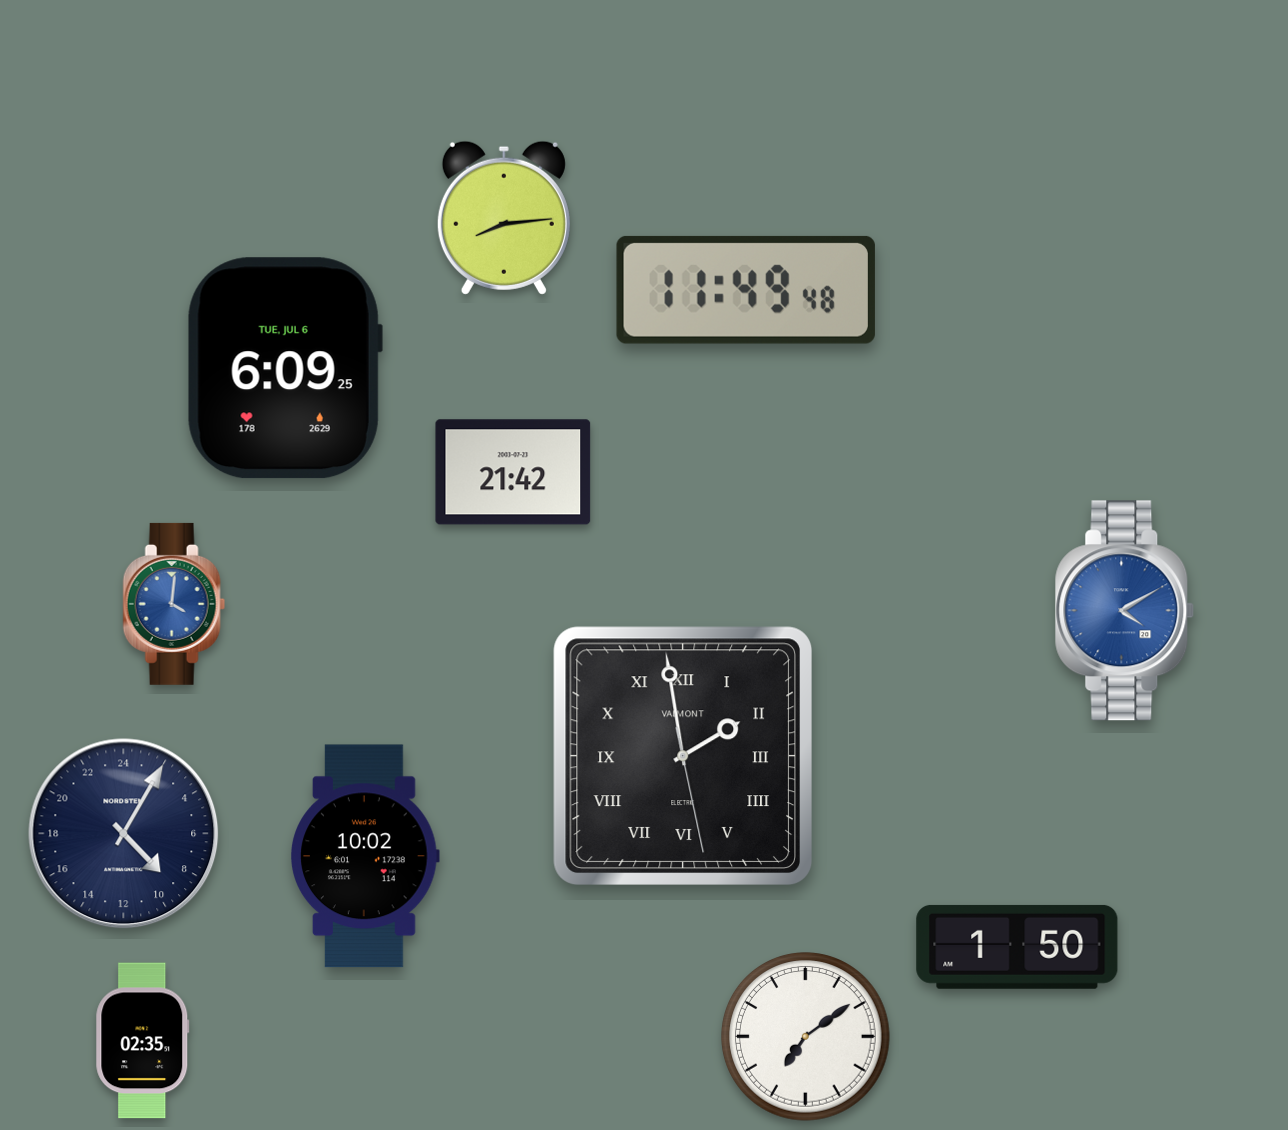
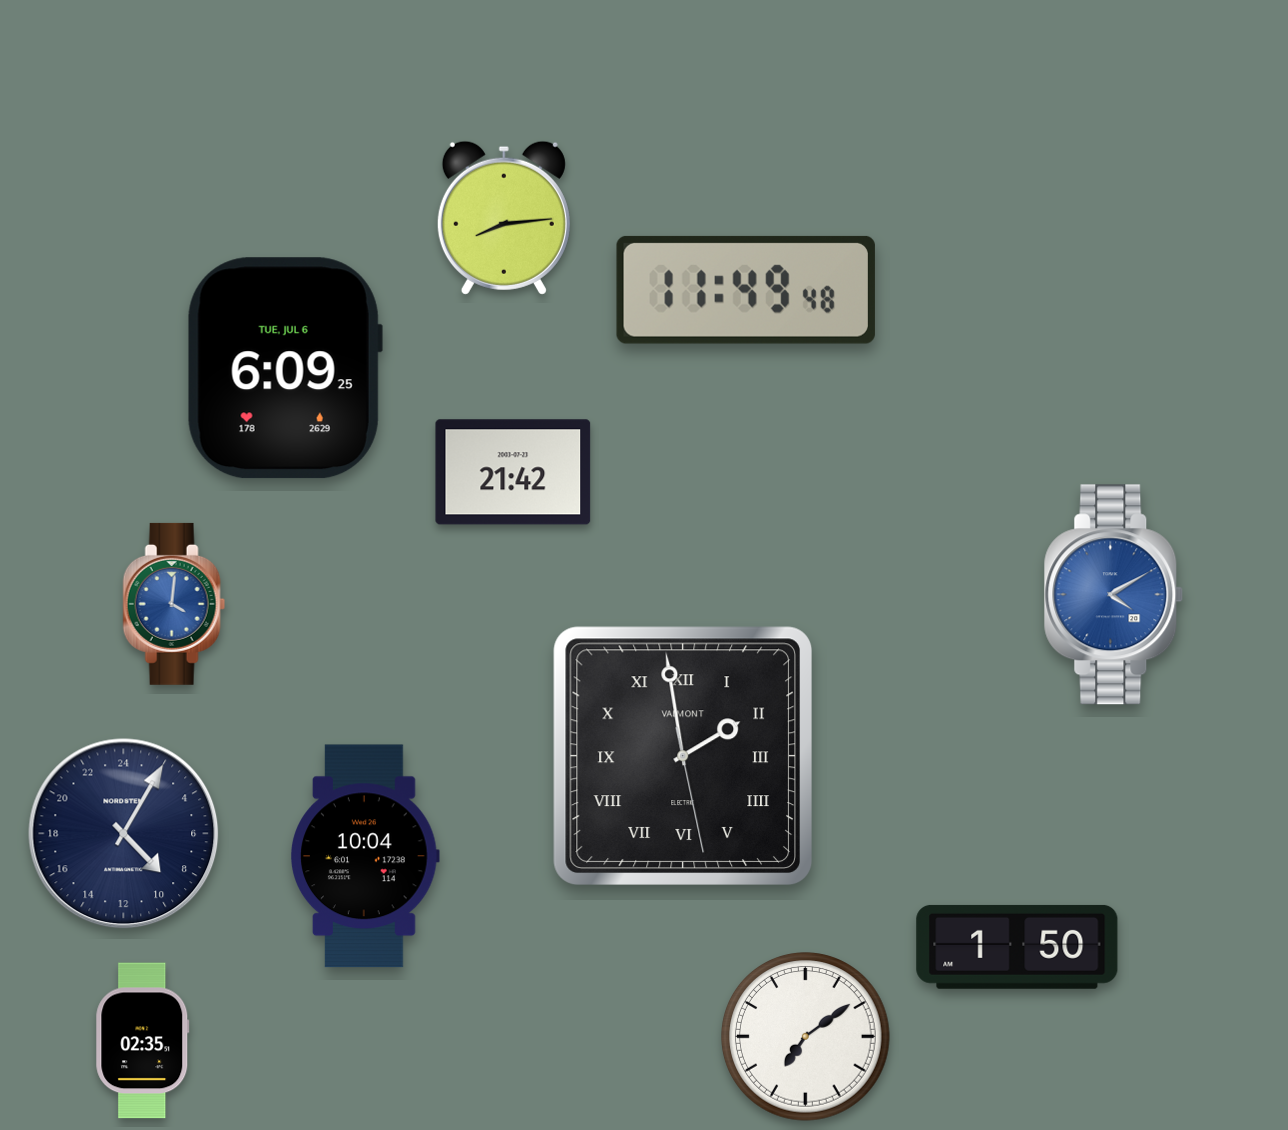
clock at (1125, 611) position: (1125, 611) -> (1114, 595)
clock at (365, 856): 10:02 -> 10:04
